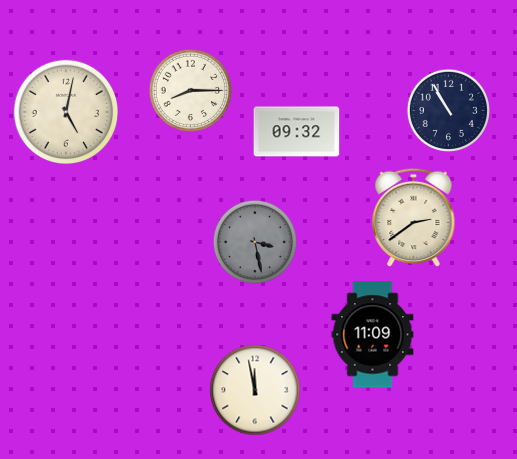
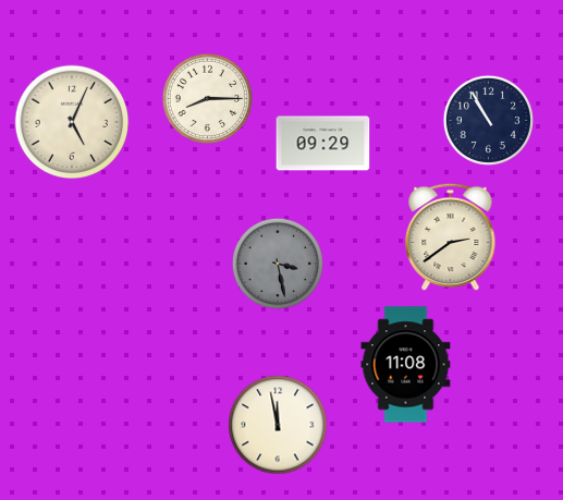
clock at (66, 112): 5:02 -> 5:04
clock at (297, 132): 09:32 -> 09:29
clock at (373, 335): 11:09 -> 11:08
